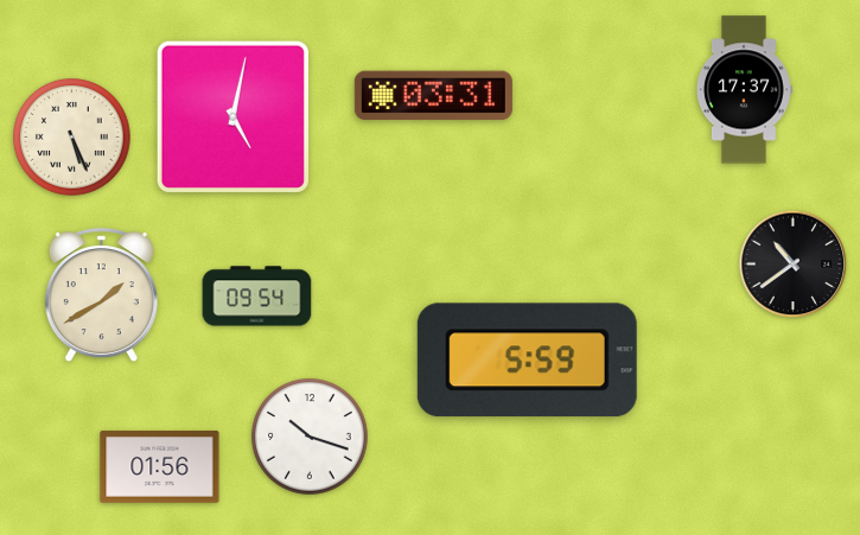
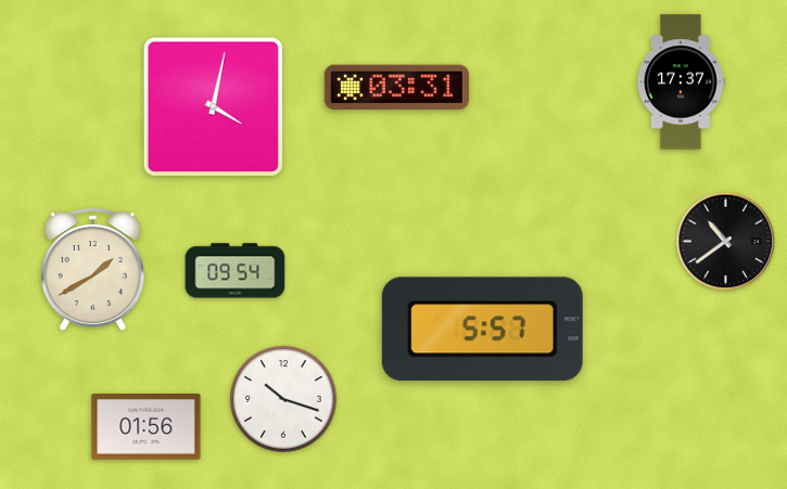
clock at (232, 116): 5:02 -> 4:02
clock at (72, 138): 5:26 -> none
clock at (527, 361): 5:59 -> 5:57
